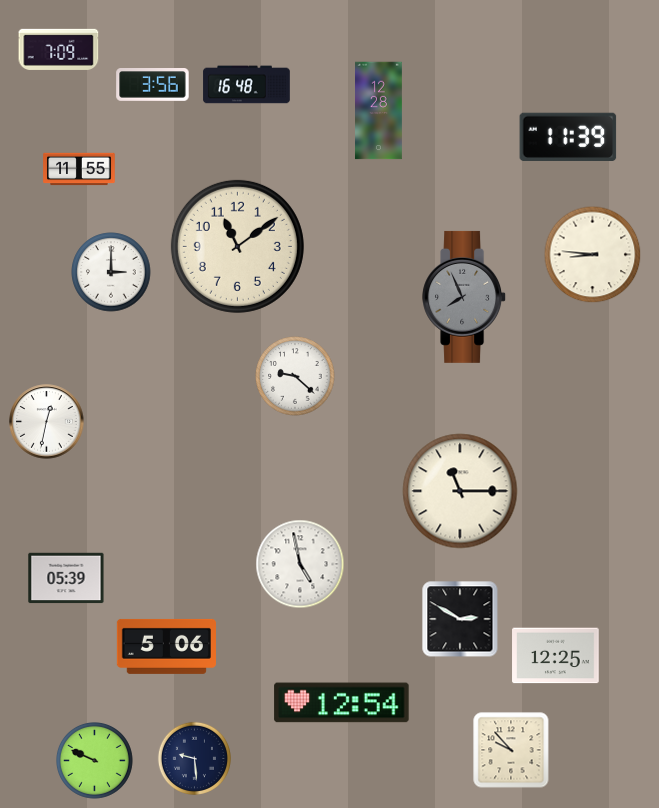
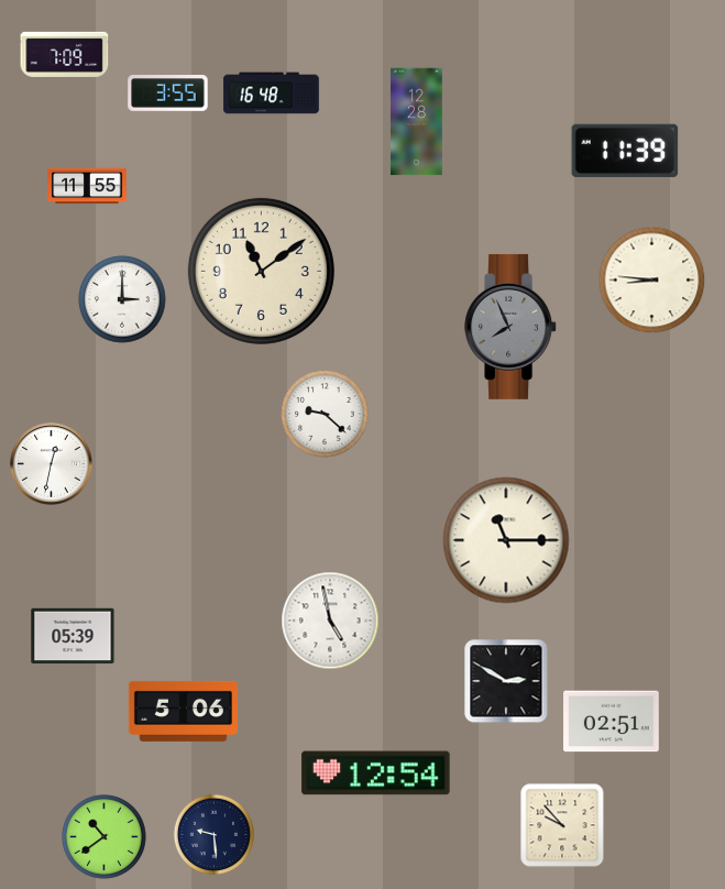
clock at (153, 85): 3:56 -> 3:55
clock at (556, 656): 12:25 -> 02:51
clock at (95, 761): 9:49 -> 10:39
